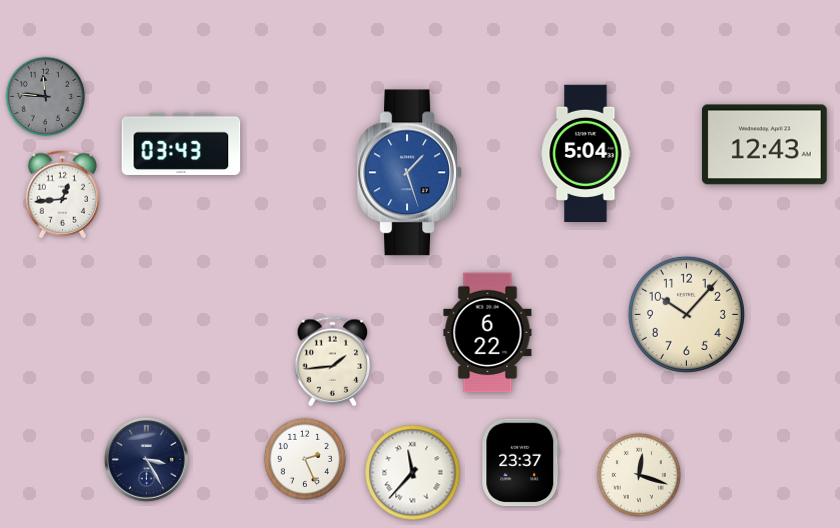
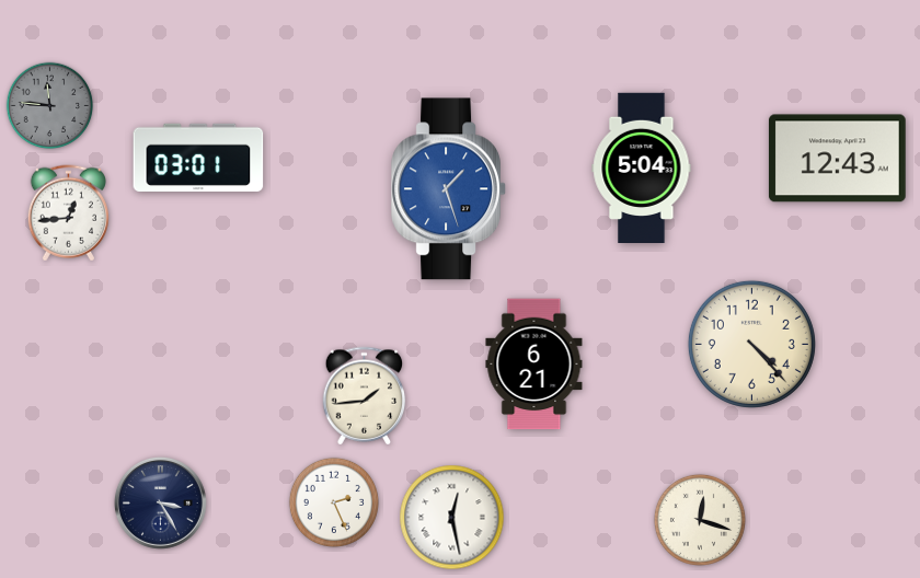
clock at (181, 144): 03:43 -> 03:01
clock at (686, 314): 10:07 -> 4:23
clock at (488, 333): 6:22 -> 6:21
clock at (521, 463): 23:37 -> none
clock at (413, 473): 11:37 -> 12:28
